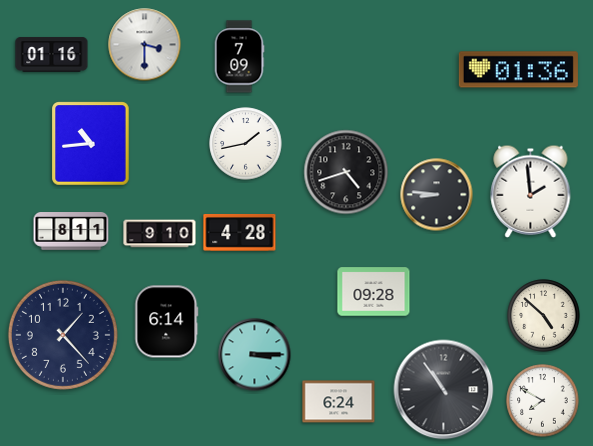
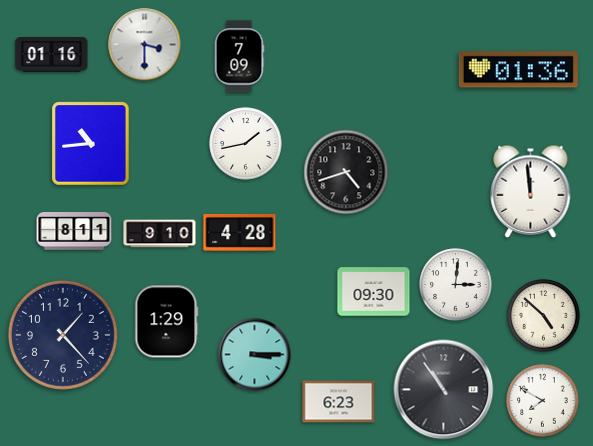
clock at (531, 191): 1:59 -> 11:59
clock at (437, 195): 8:46 -> none
clock at (71, 231) position: (71, 231) -> (74, 231)
clock at (456, 285): none -> 3:01
clock at (374, 292): 09:28 -> 09:30
clock at (167, 322): 6:14 -> 1:29
clock at (339, 402): 6:24 -> 6:23
